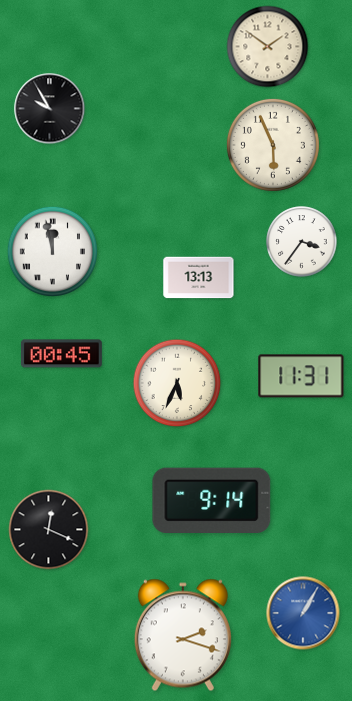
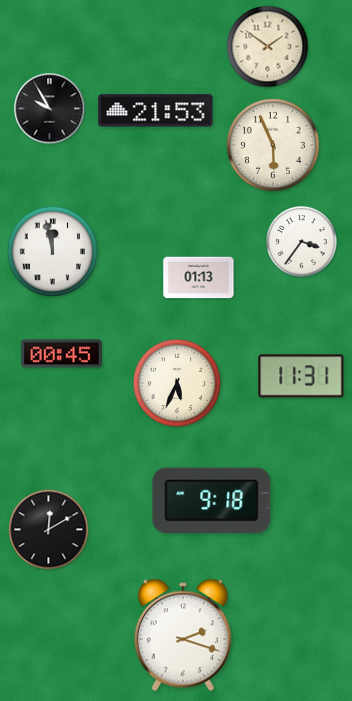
clock at (156, 111): none -> 21:53
clock at (199, 278): 13:13 -> 01:13
clock at (212, 500): 9:14 -> 9:18
clock at (49, 530): 12:19 -> 12:10
clock at (303, 613): 1:05 -> none
